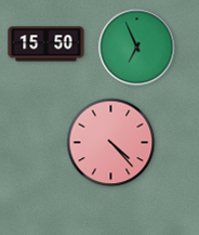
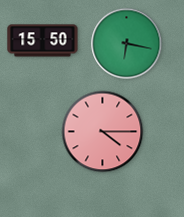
clock at (137, 48): 6:56 -> 6:17
clock at (111, 143): 4:23 -> 4:15
